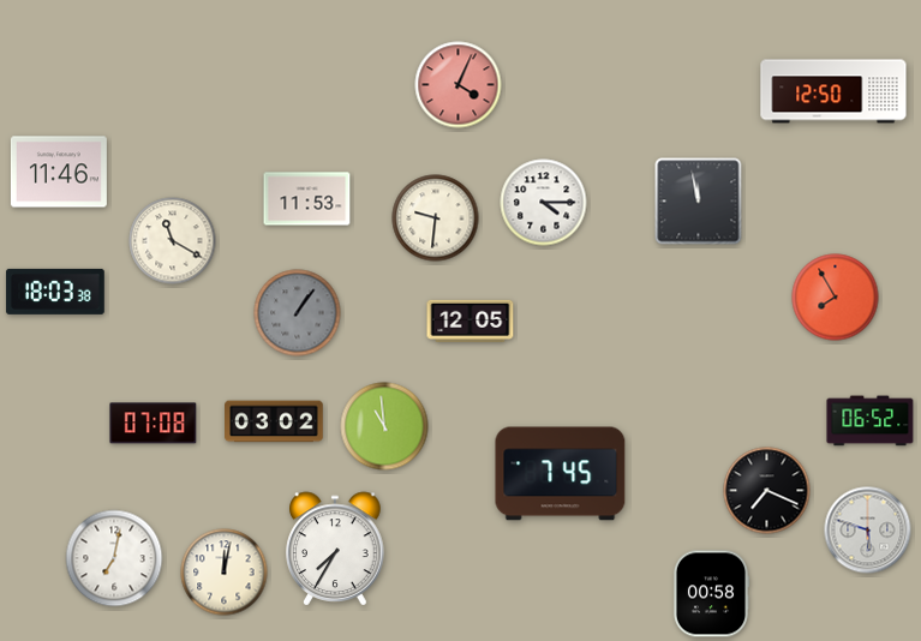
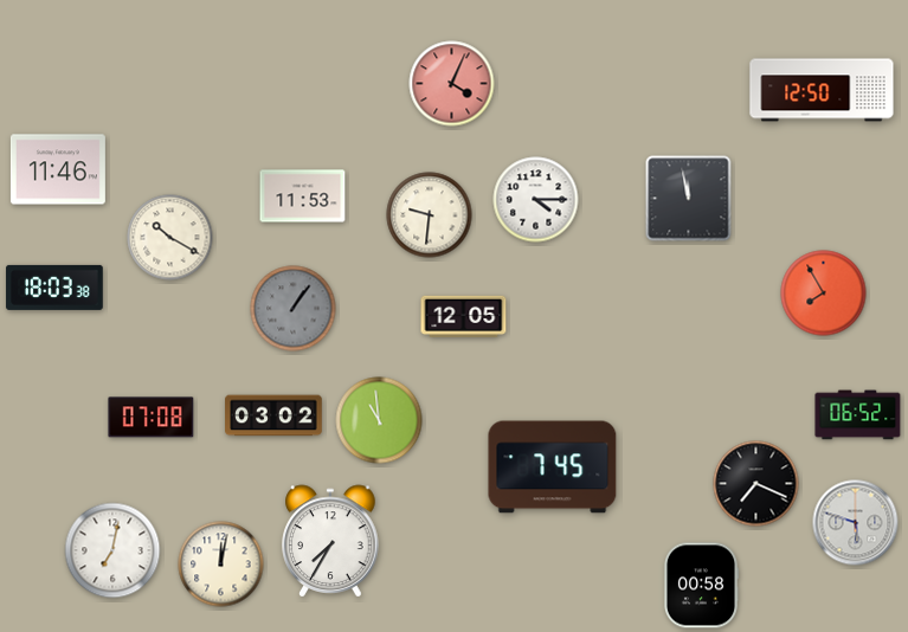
clock at (173, 241): 11:20 -> 10:20
clock at (274, 421) position: (274, 421) -> (273, 415)
